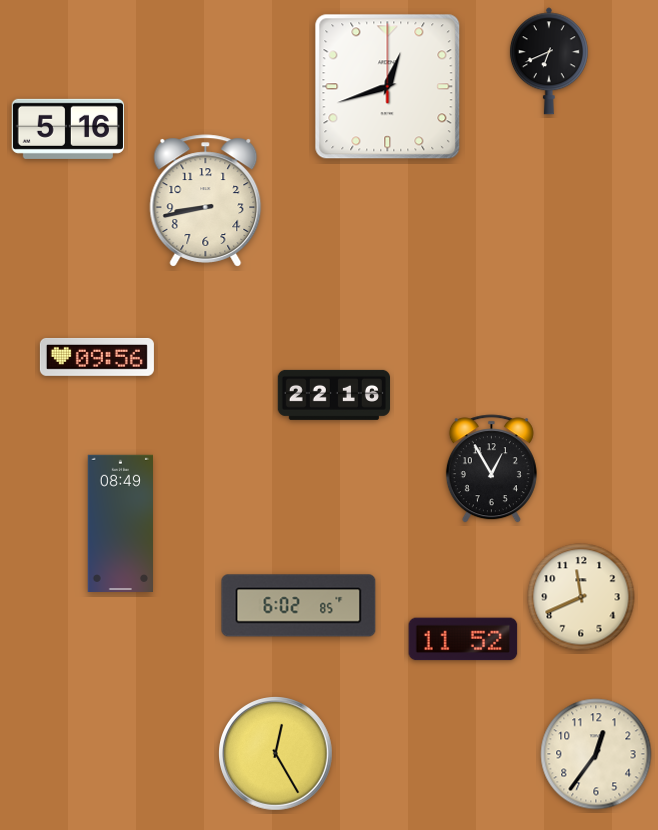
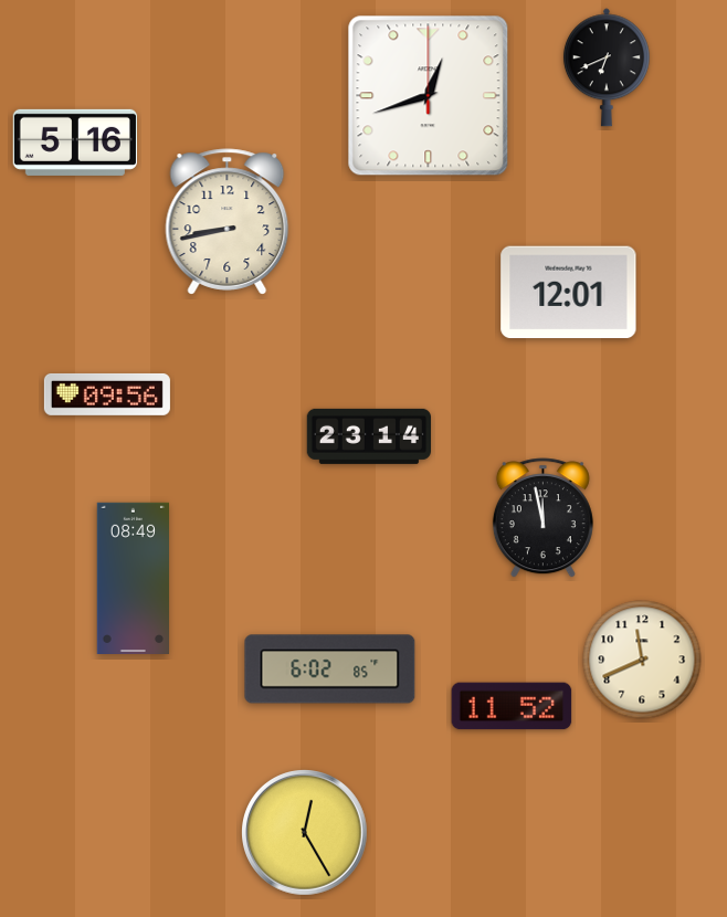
clock at (569, 293): none -> 12:01
clock at (333, 395): 22:16 -> 23:14
clock at (491, 469): 12:55 -> 11:58
clock at (596, 754): 12:36 -> none
